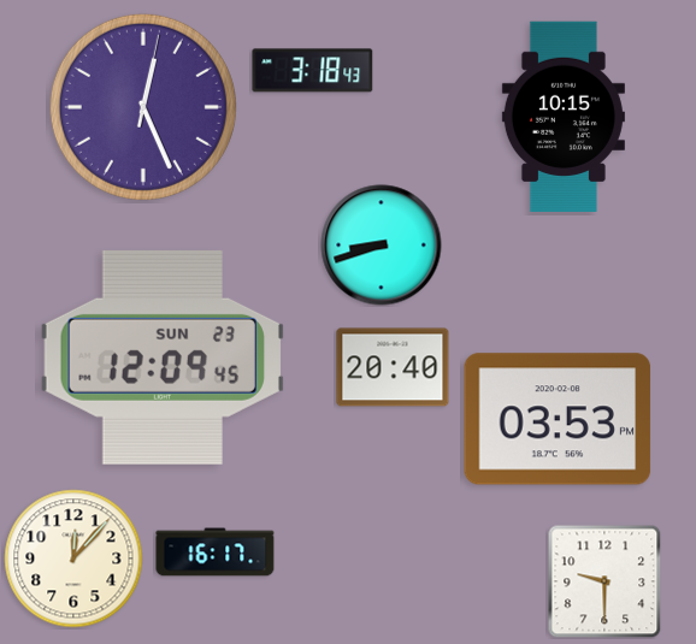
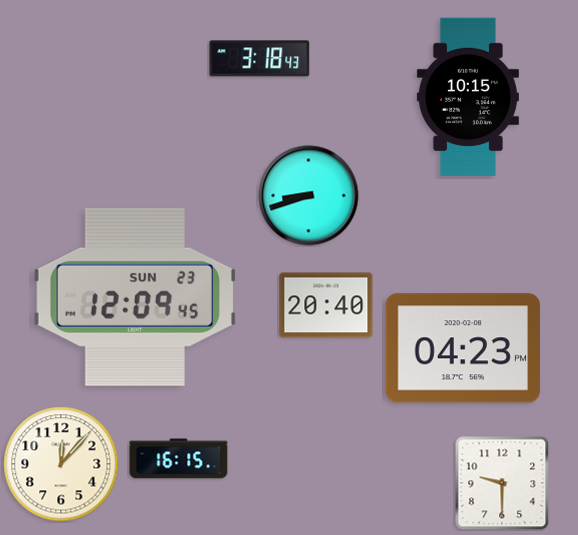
clock at (143, 107): 12:26 -> none
clock at (382, 246) position: (382, 246) -> (309, 196)
clock at (558, 419): 03:53 -> 04:23
clock at (216, 553): 16:17 -> 16:15
